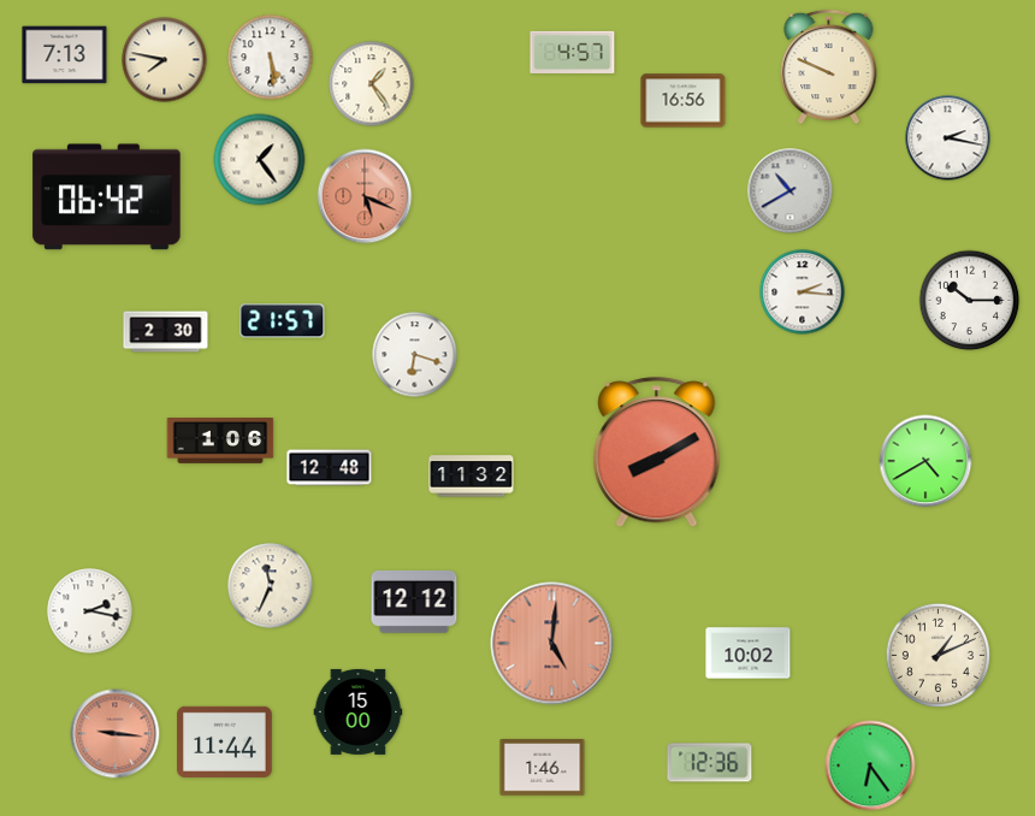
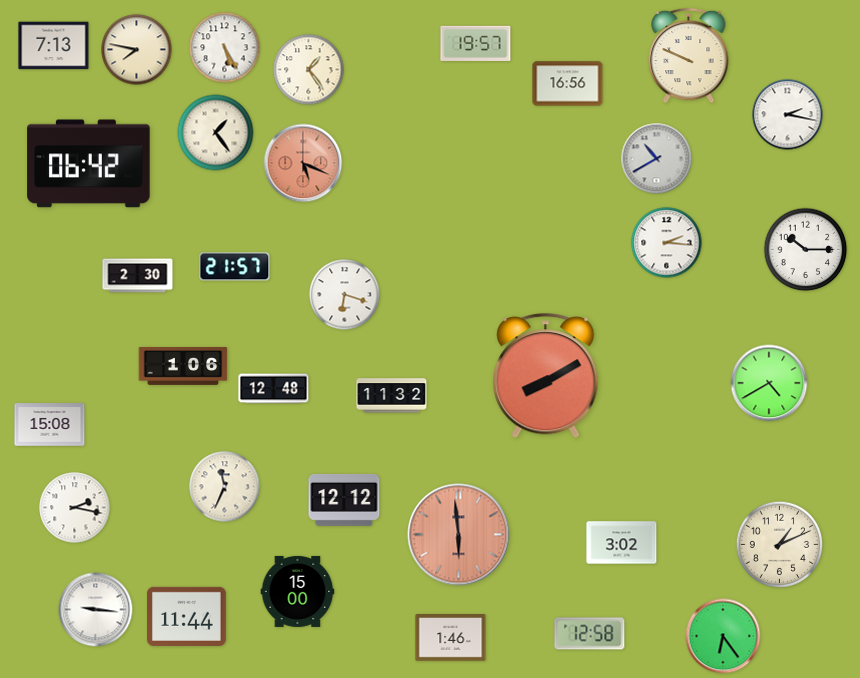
clock at (573, 52): 4:57 -> 19:57
clock at (271, 58): 5:29 -> 5:25
clock at (50, 425): none -> 15:08
clock at (552, 644): 5:01 -> 5:59
clock at (749, 654): 10:02 -> 3:02
clock at (116, 734) dial: salmon -> white
clock at (710, 763): 12:36 -> 12:58
